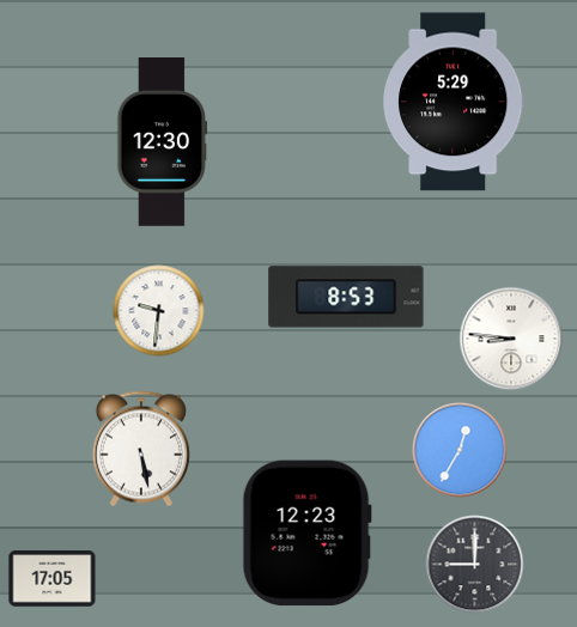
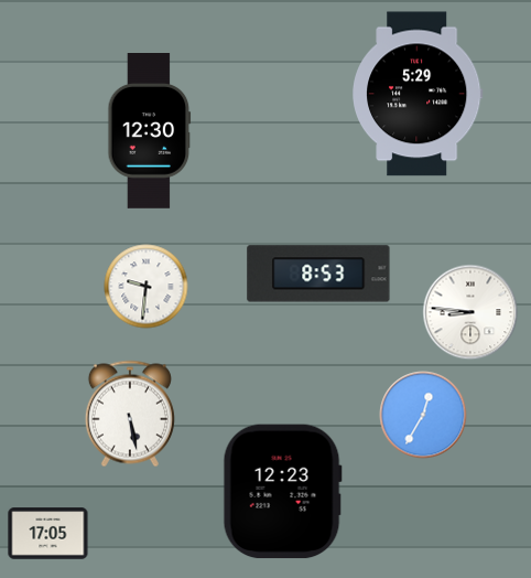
clock at (475, 565): 9:00 -> none
